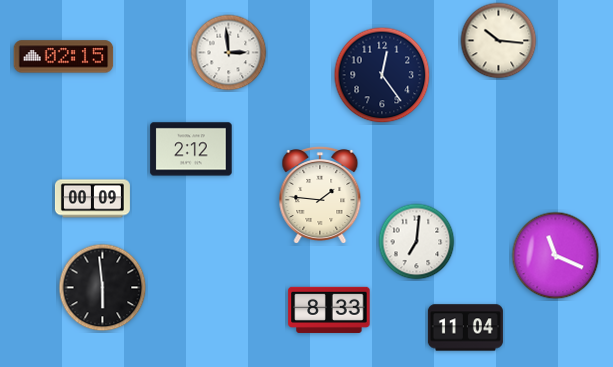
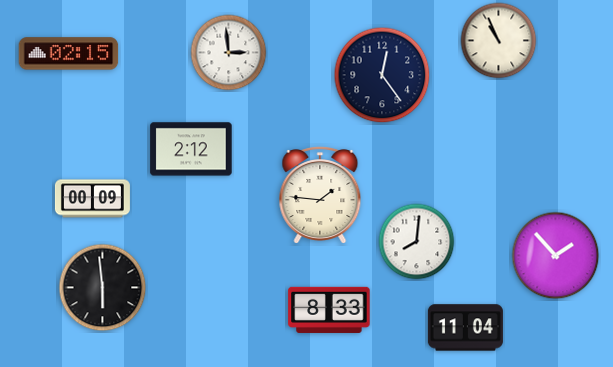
clock at (499, 41): 10:16 -> 10:56
clock at (64, 57) position: (64, 57) -> (69, 54)
clock at (417, 242): 7:01 -> 8:01
clock at (556, 256): 11:19 -> 1:53
